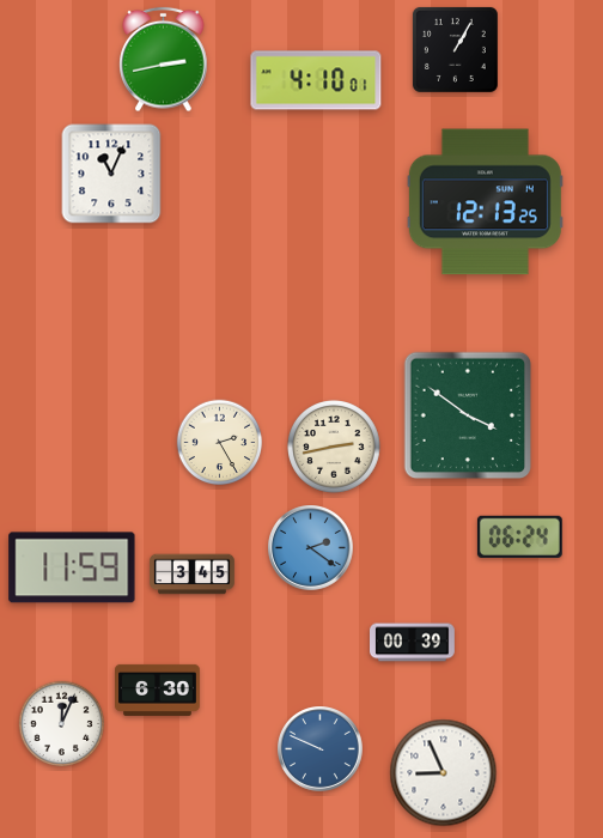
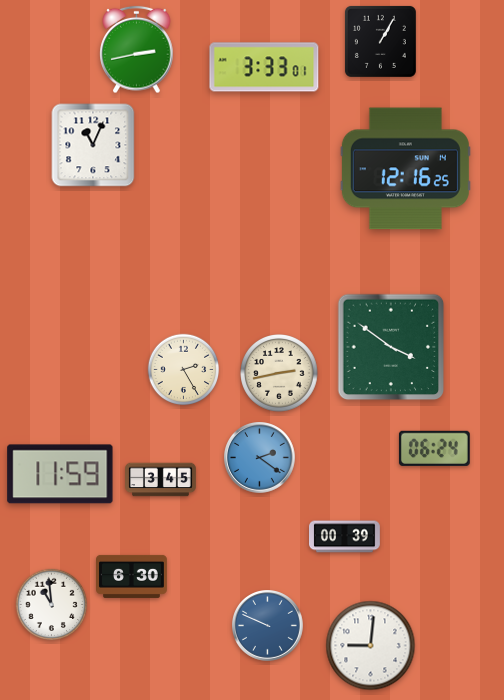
clock at (316, 80): 4:10 -> 3:33
clock at (485, 202): 12:13 -> 12:16
clock at (62, 724): 12:04 -> 10:59
clock at (444, 773): 8:56 -> 9:01
